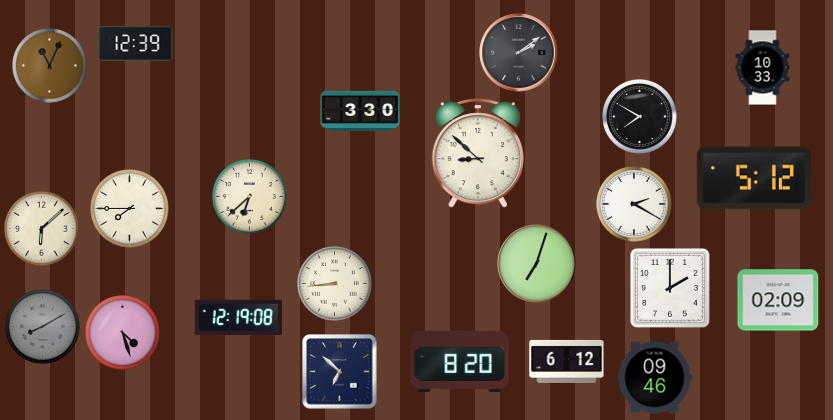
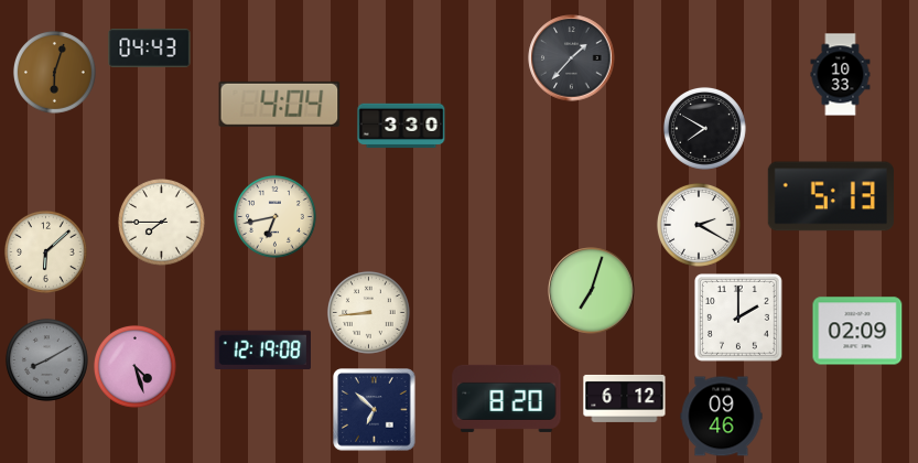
clock at (136, 43): 12:39 -> 04:43
clock at (519, 53): 2:09 -> 1:37
clock at (49, 65): 11:04 -> 6:03
clock at (280, 104): none -> 4:04
clock at (360, 111) position: (360, 111) -> (401, 126)
clock at (478, 153): 8:52 -> none
clock at (754, 178): 5:12 -> 5:13
clock at (249, 196): 6:38 -> 6:43
clock at (130, 209) position: (130, 209) -> (162, 223)
